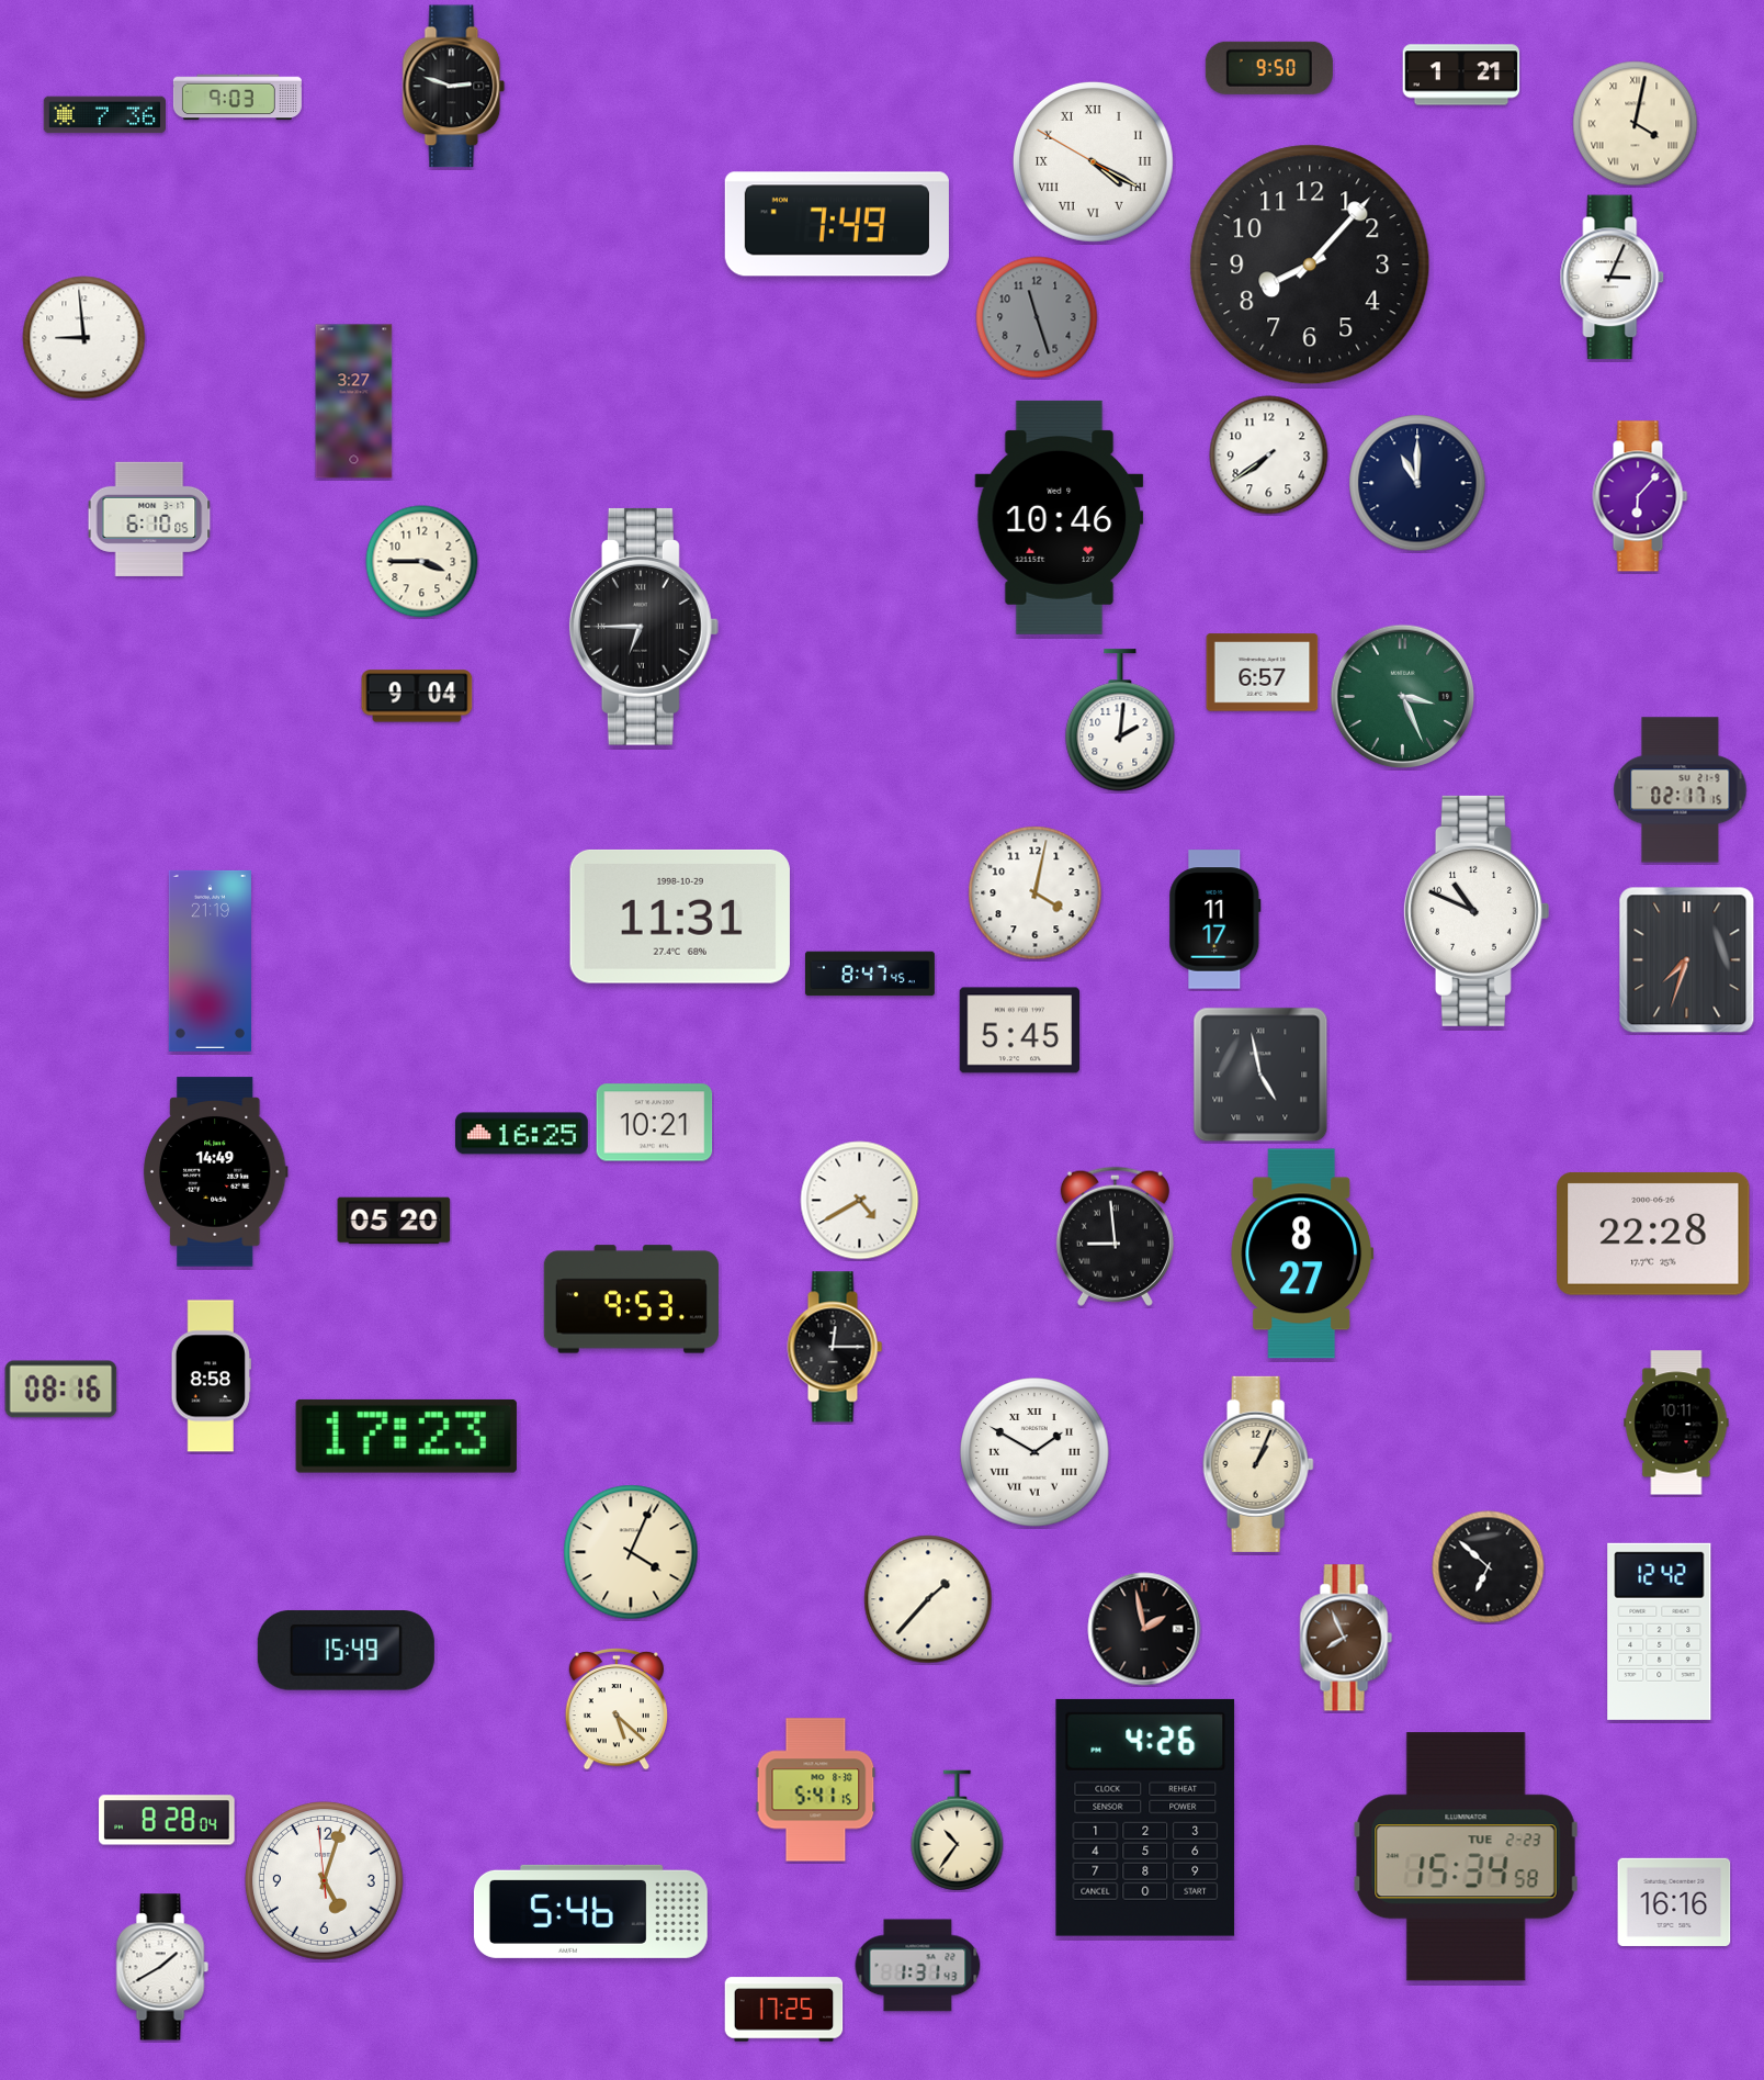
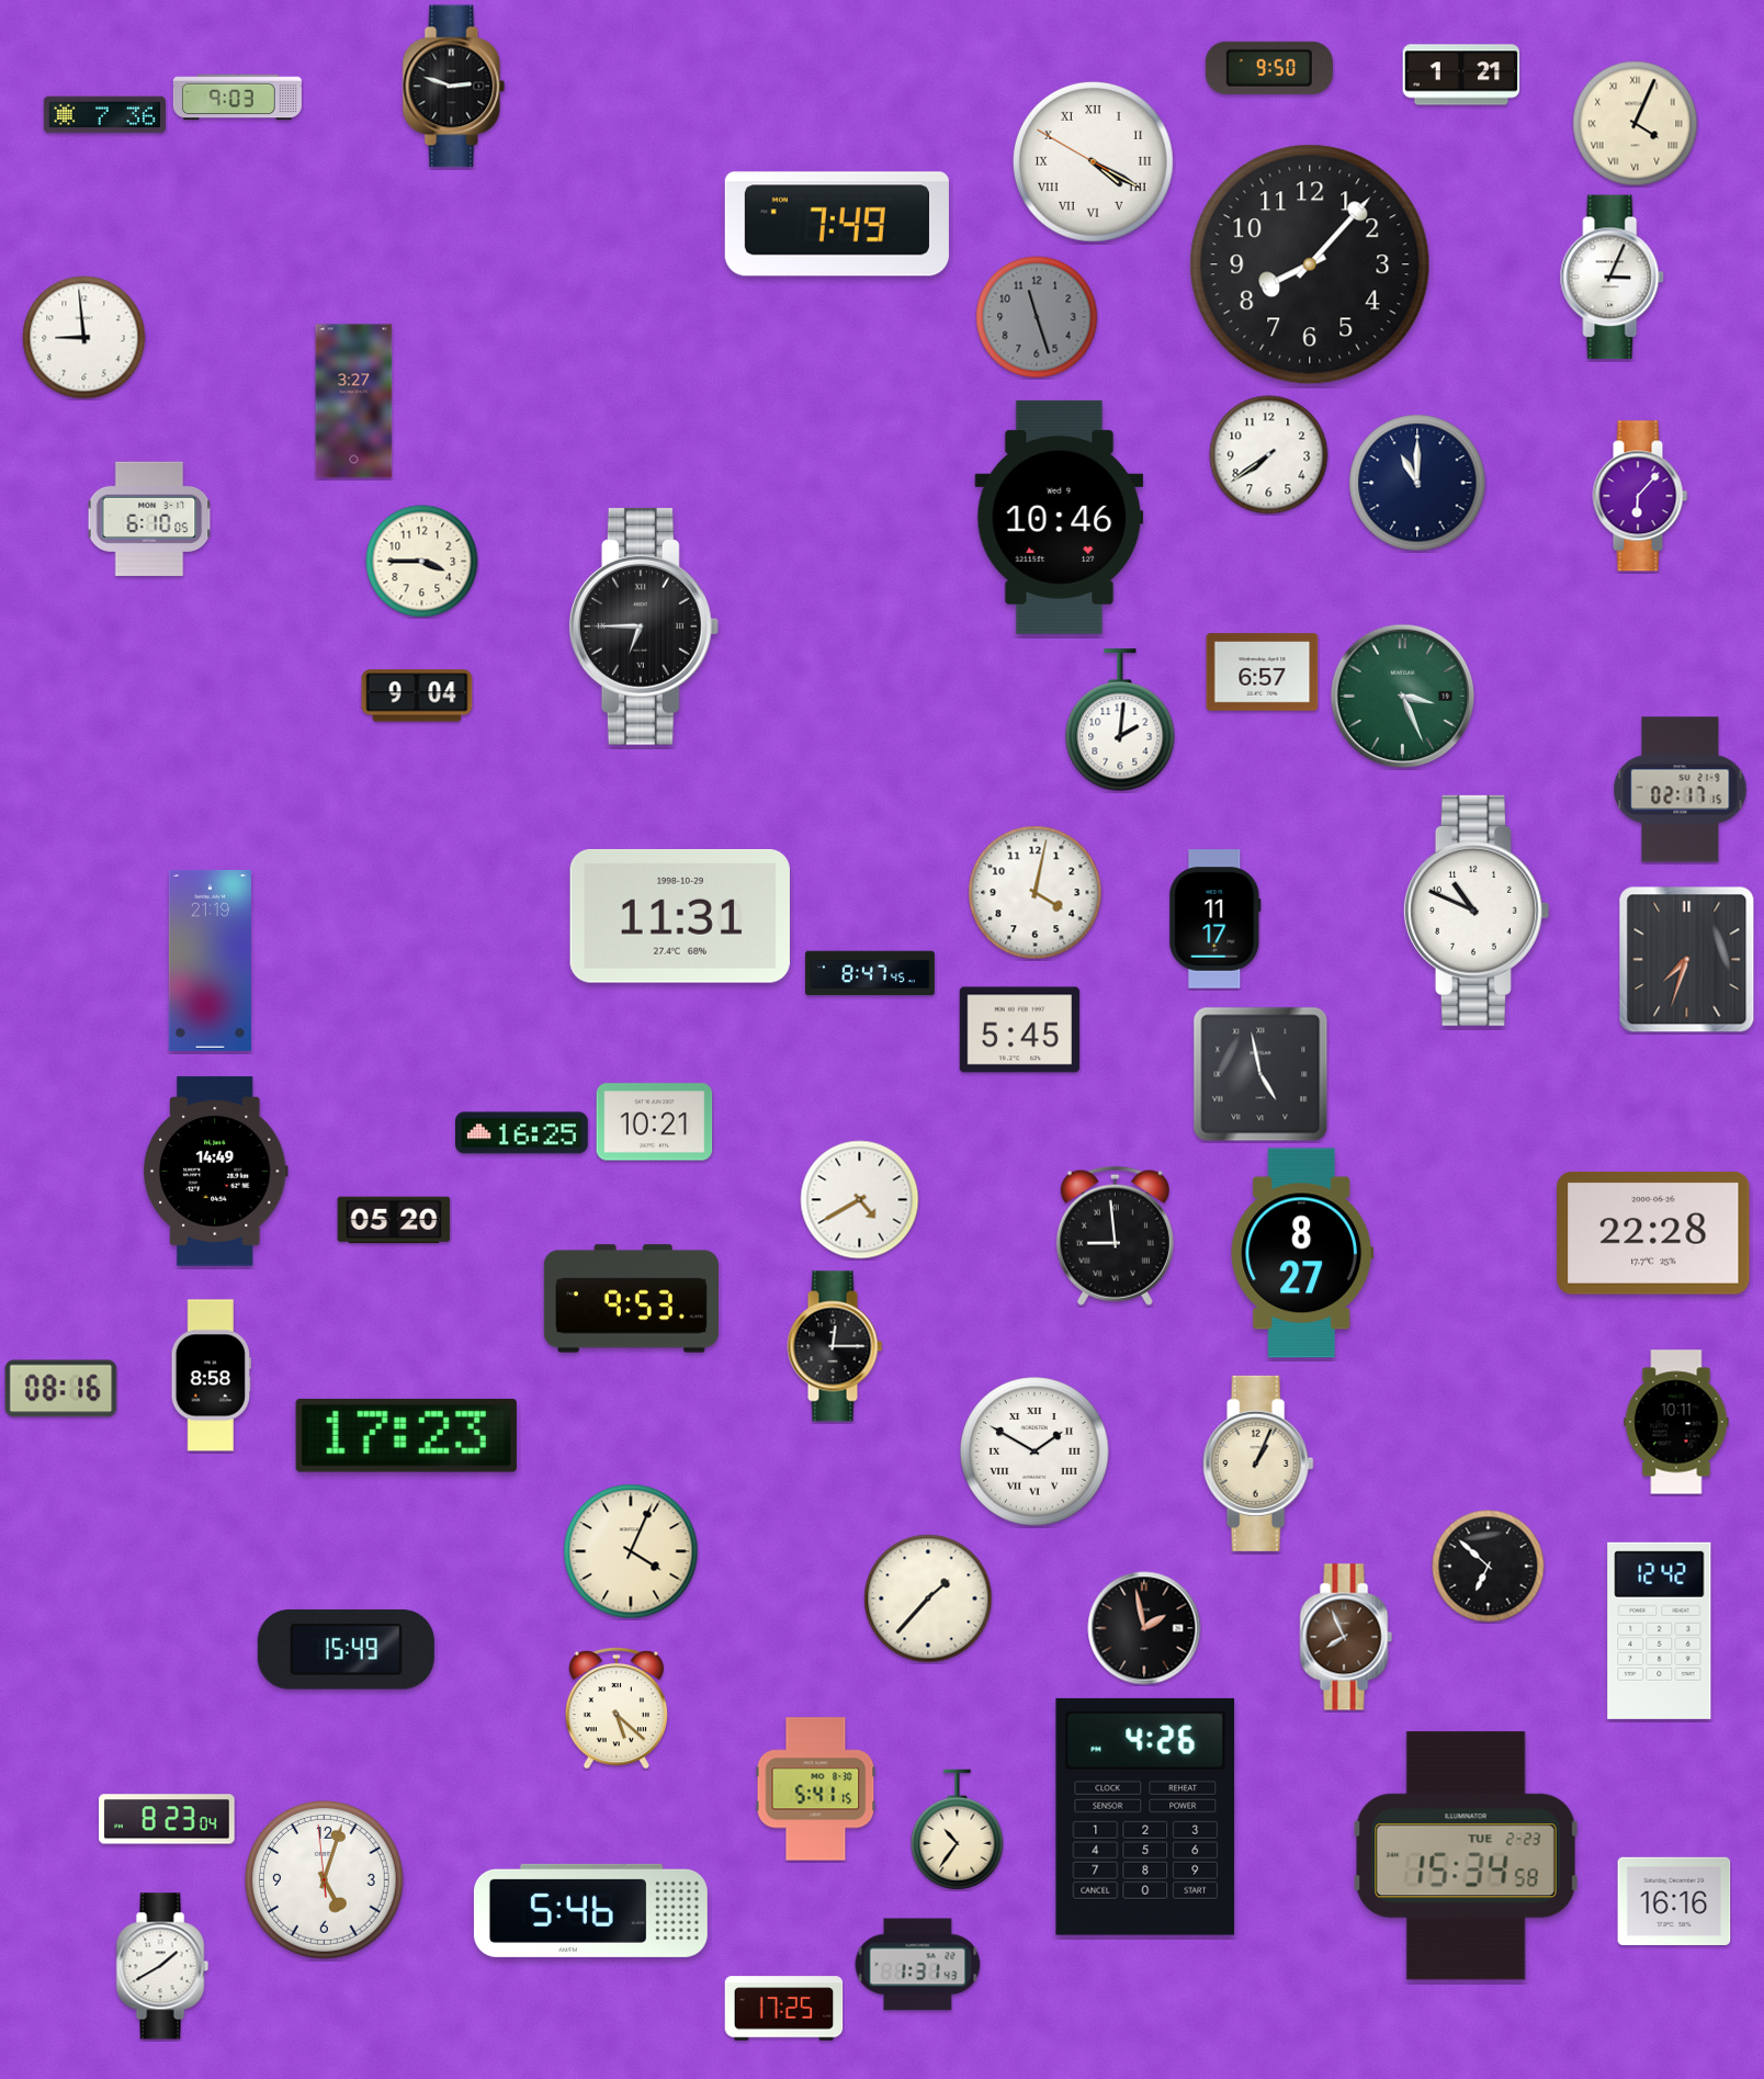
clock at (1636, 124): 4:02 -> 4:04
clock at (167, 1820): 8:28 -> 8:23
